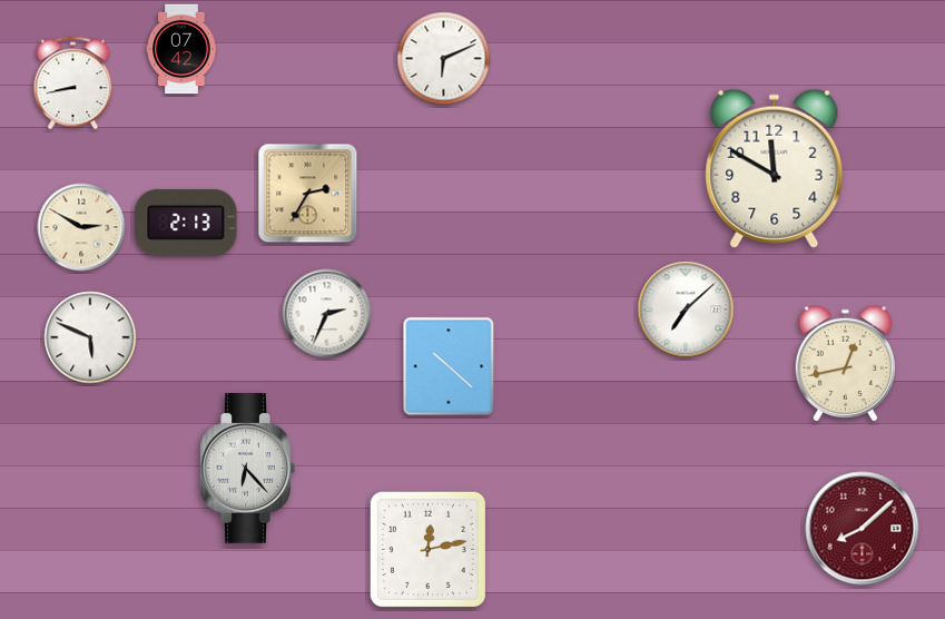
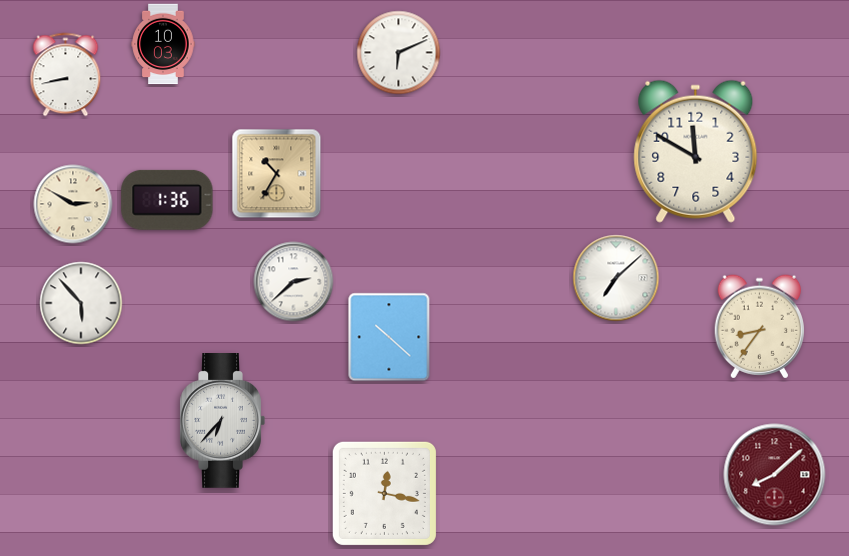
clock at (181, 49): 07:42 -> 10:03
clock at (308, 194): 2:35 -> 10:35
clock at (186, 223): 2:13 -> 1:36
clock at (327, 314): 2:34 -> 2:38
clock at (90, 337): 5:49 -> 5:53
clock at (845, 364): 12:43 -> 8:36
clock at (449, 366) position: (449, 366) -> (389, 337)
clock at (247, 469): 6:23 -> 6:37
clock at (427, 549): 12:13 -> 12:17
